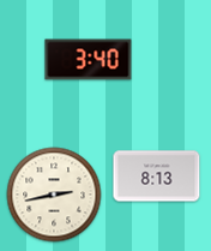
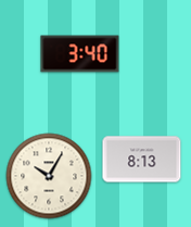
clock at (54, 195): 2:43 -> 10:05
